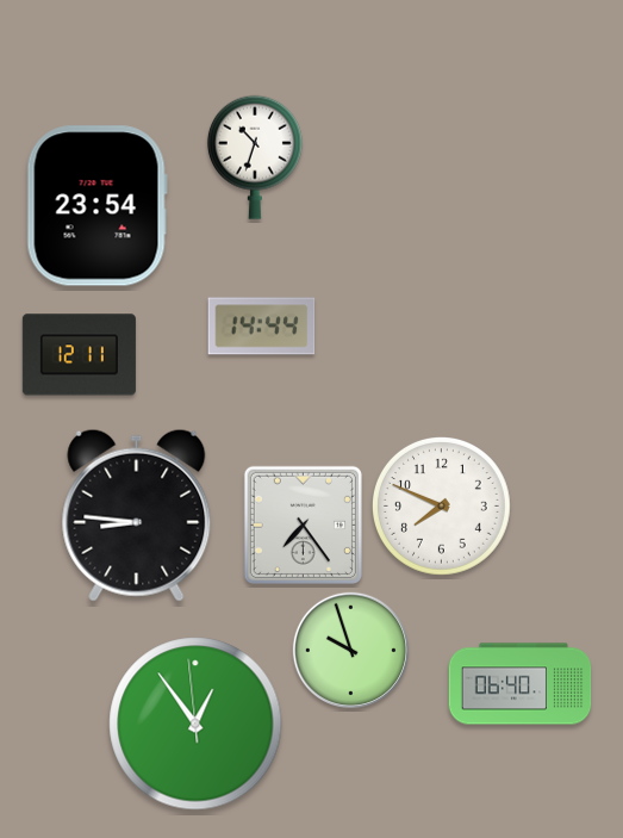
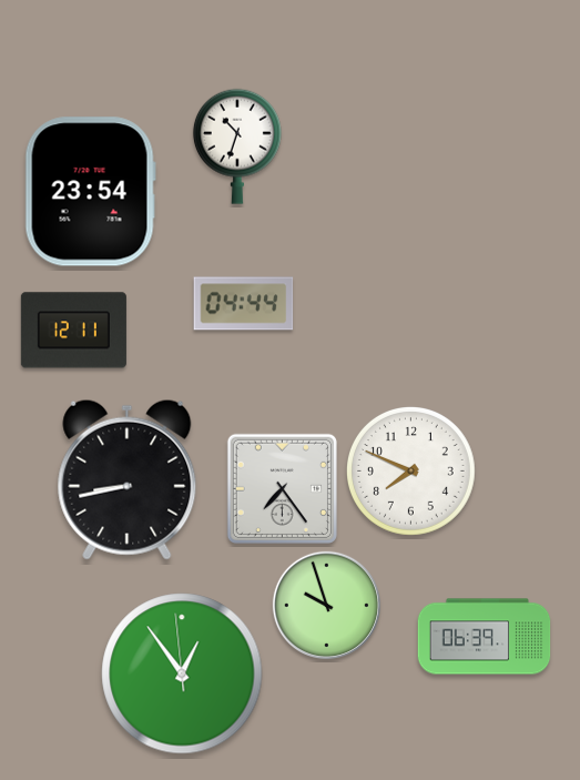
clock at (262, 327): 14:44 -> 04:44
clock at (137, 515): 8:46 -> 8:43
clock at (521, 684): 06:40 -> 06:39
